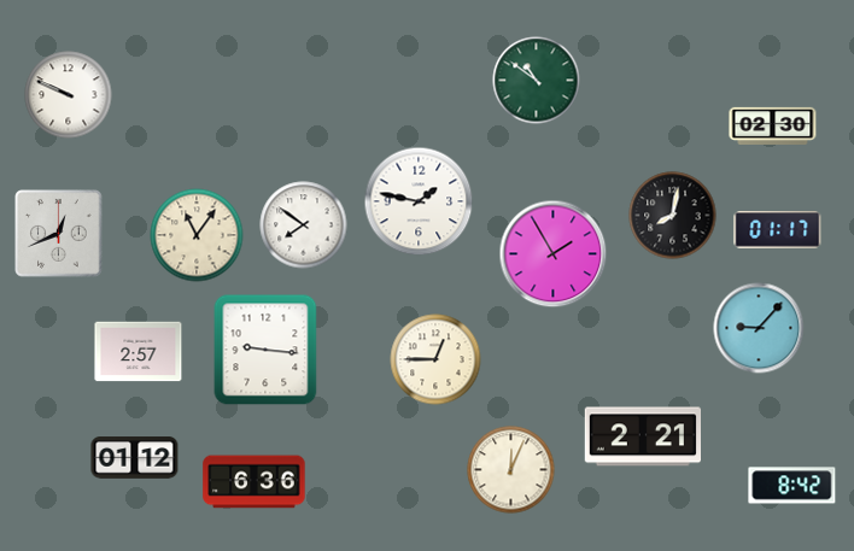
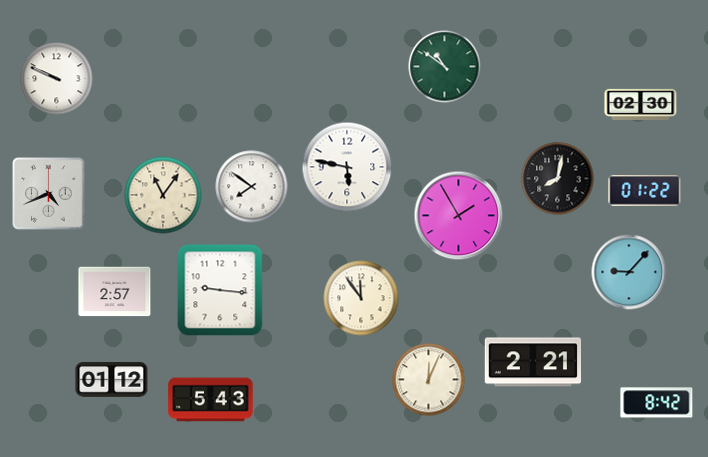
clock at (419, 201): 1:47 -> 5:47
clock at (778, 230): 01:17 -> 01:22
clock at (59, 234): 12:41 -> 4:41
clock at (554, 254) position: (554, 254) -> (459, 216)
clock at (435, 359): 12:45 -> 11:54
clock at (511, 470) position: (511, 470) -> (429, 380)
clock at (255, 482): 6:36 -> 5:43
